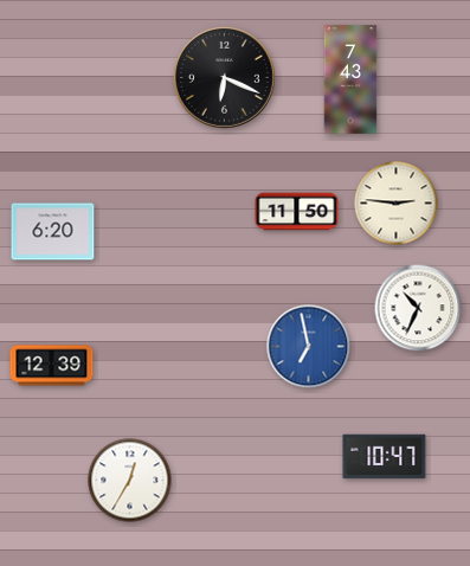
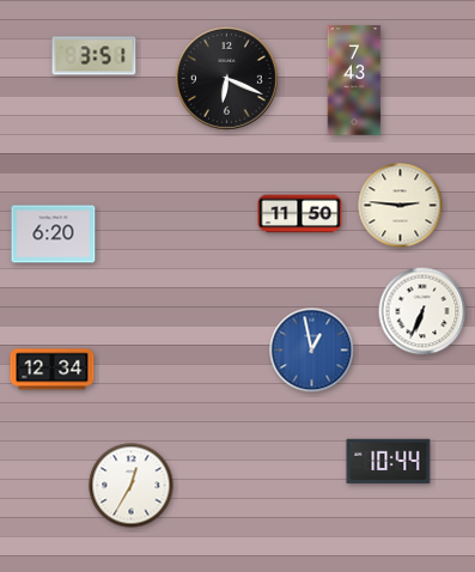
clock at (95, 56): none -> 3:51
clock at (418, 308): 10:34 -> 6:34
clock at (309, 347): 6:58 -> 12:58
clock at (52, 366): 12:39 -> 12:34
clock at (385, 457): 10:47 -> 10:44
